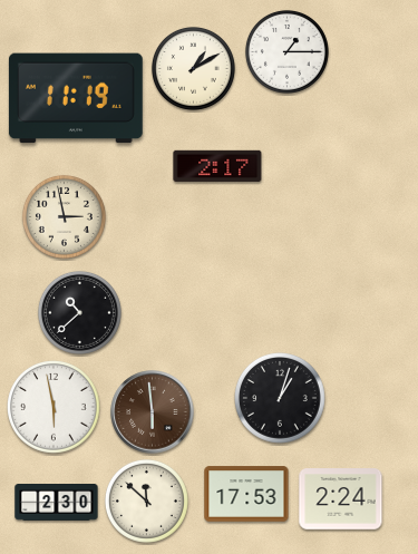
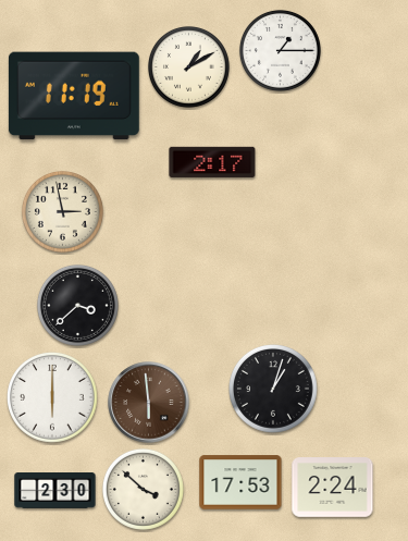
clock at (79, 312): 10:38 -> 3:38
clock at (55, 408): 5:58 -> 6:00
clock at (146, 500): 11:52 -> 3:52
